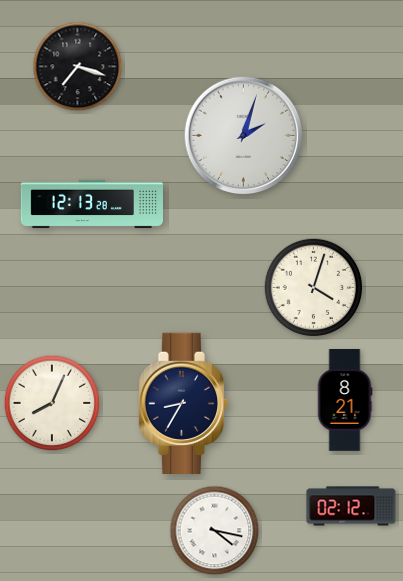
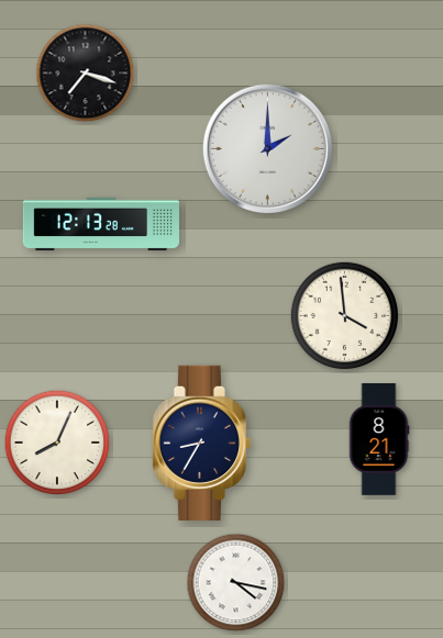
clock at (244, 136): 2:03 -> 2:00
clock at (314, 288): 4:03 -> 3:59
clock at (351, 506): 02:12 -> none
